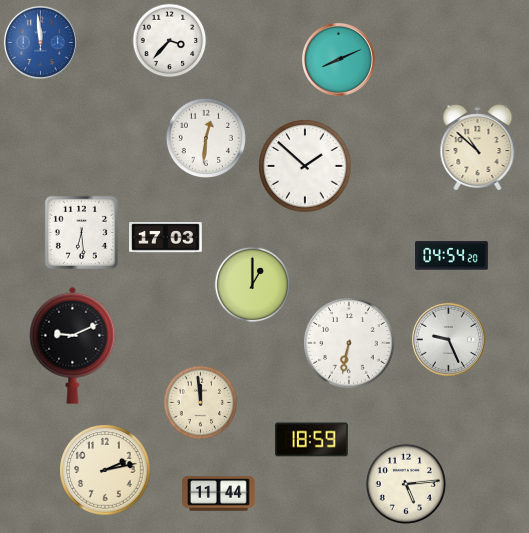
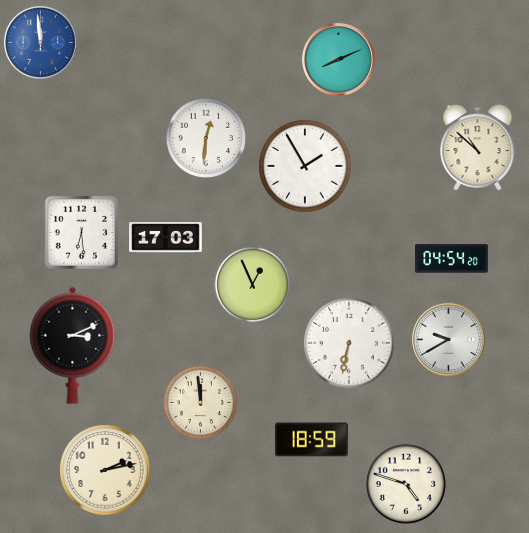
clock at (170, 41): 3:37 -> none
clock at (305, 166): 1:52 -> 1:55
clock at (452, 256) position: (452, 256) -> (452, 259)
clock at (253, 285): 1:00 -> 12:56
clock at (448, 339): 9:26 -> 9:40
clock at (73, 345): 9:11 -> 3:11
clock at (406, 484): 5:14 -> 4:48
clock at (219, 494): 11:44 -> none
